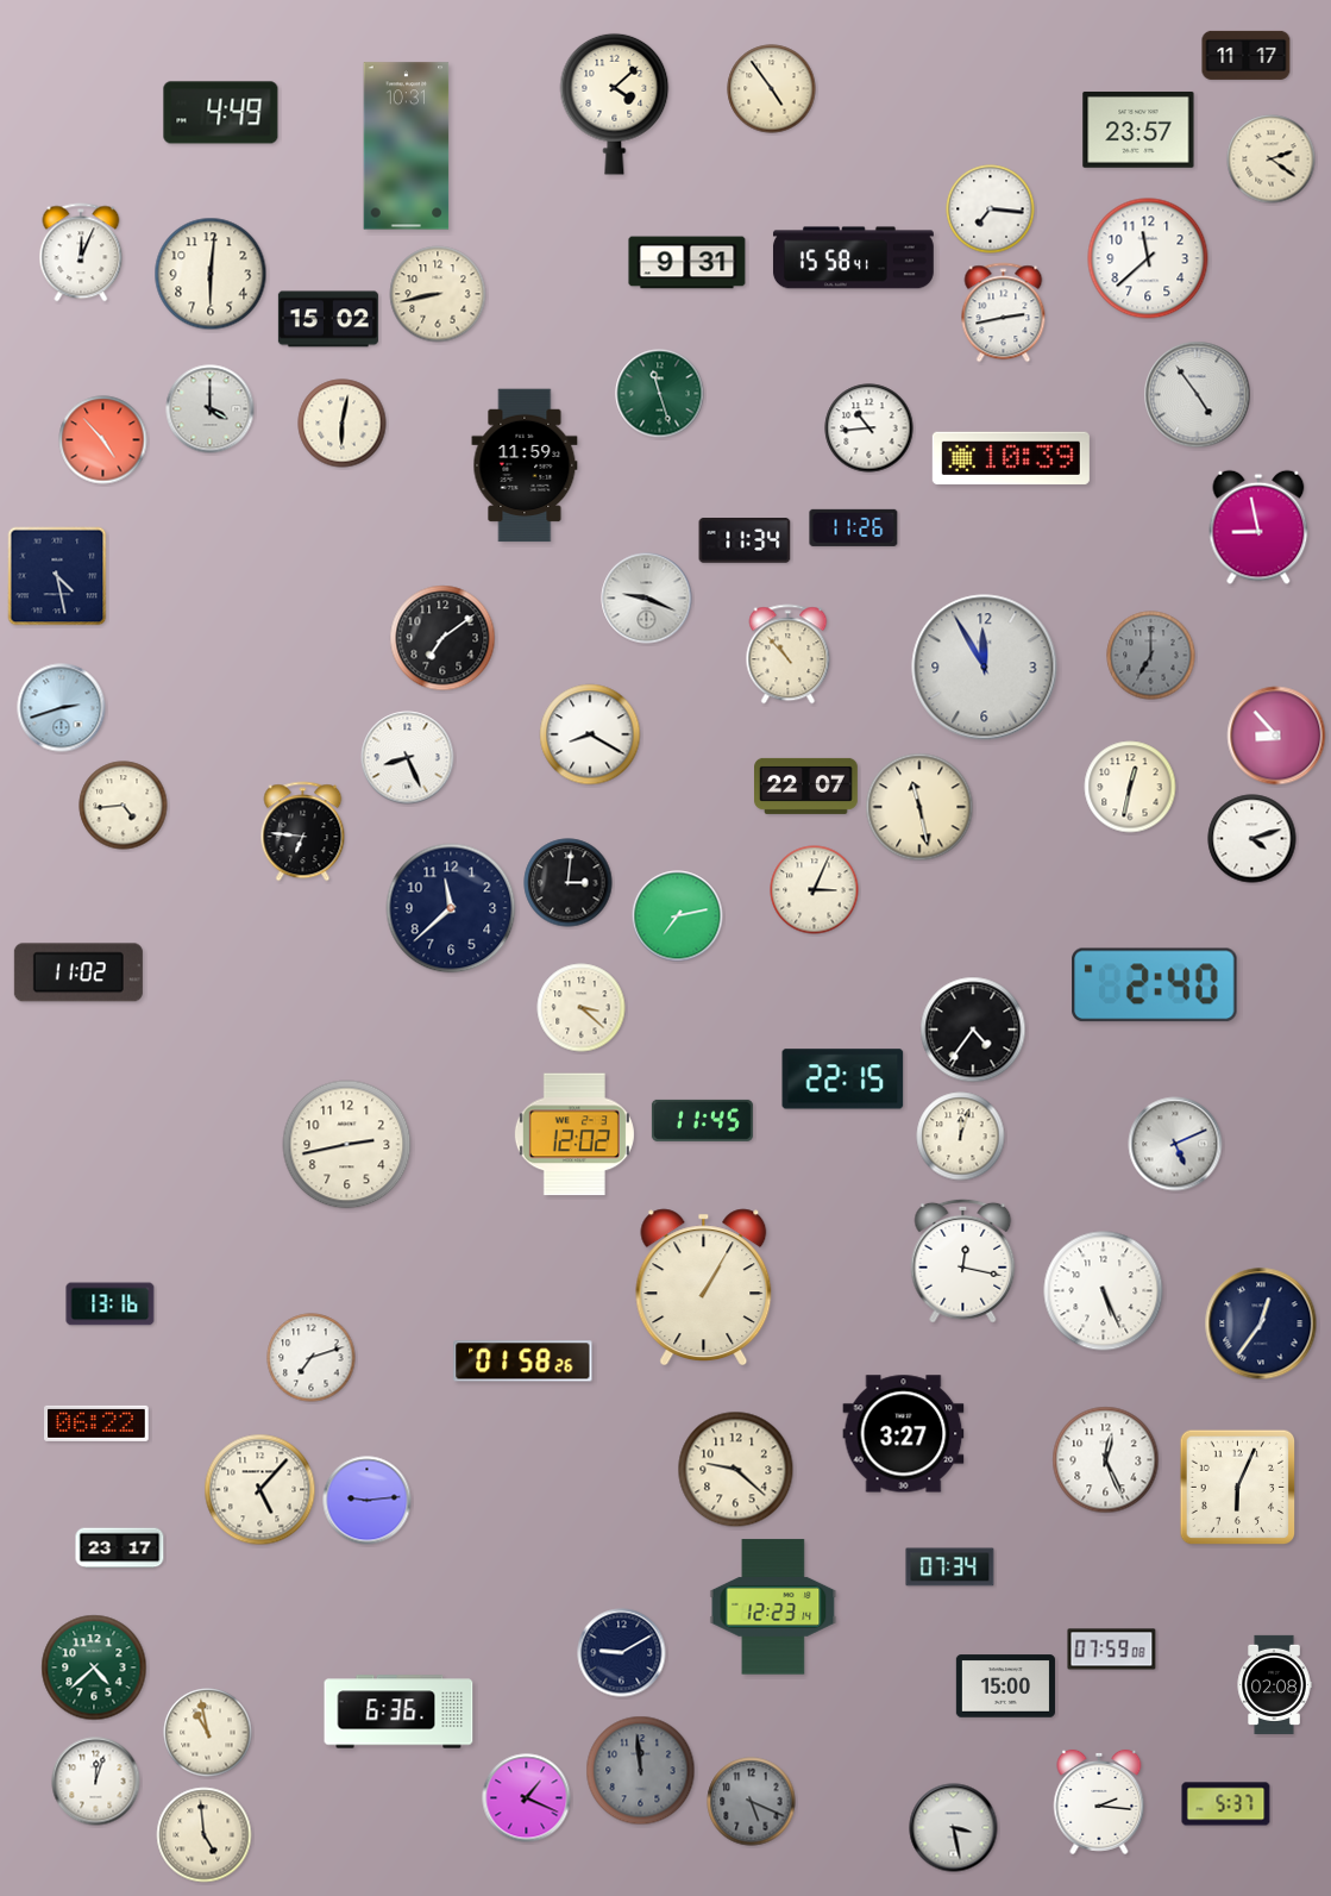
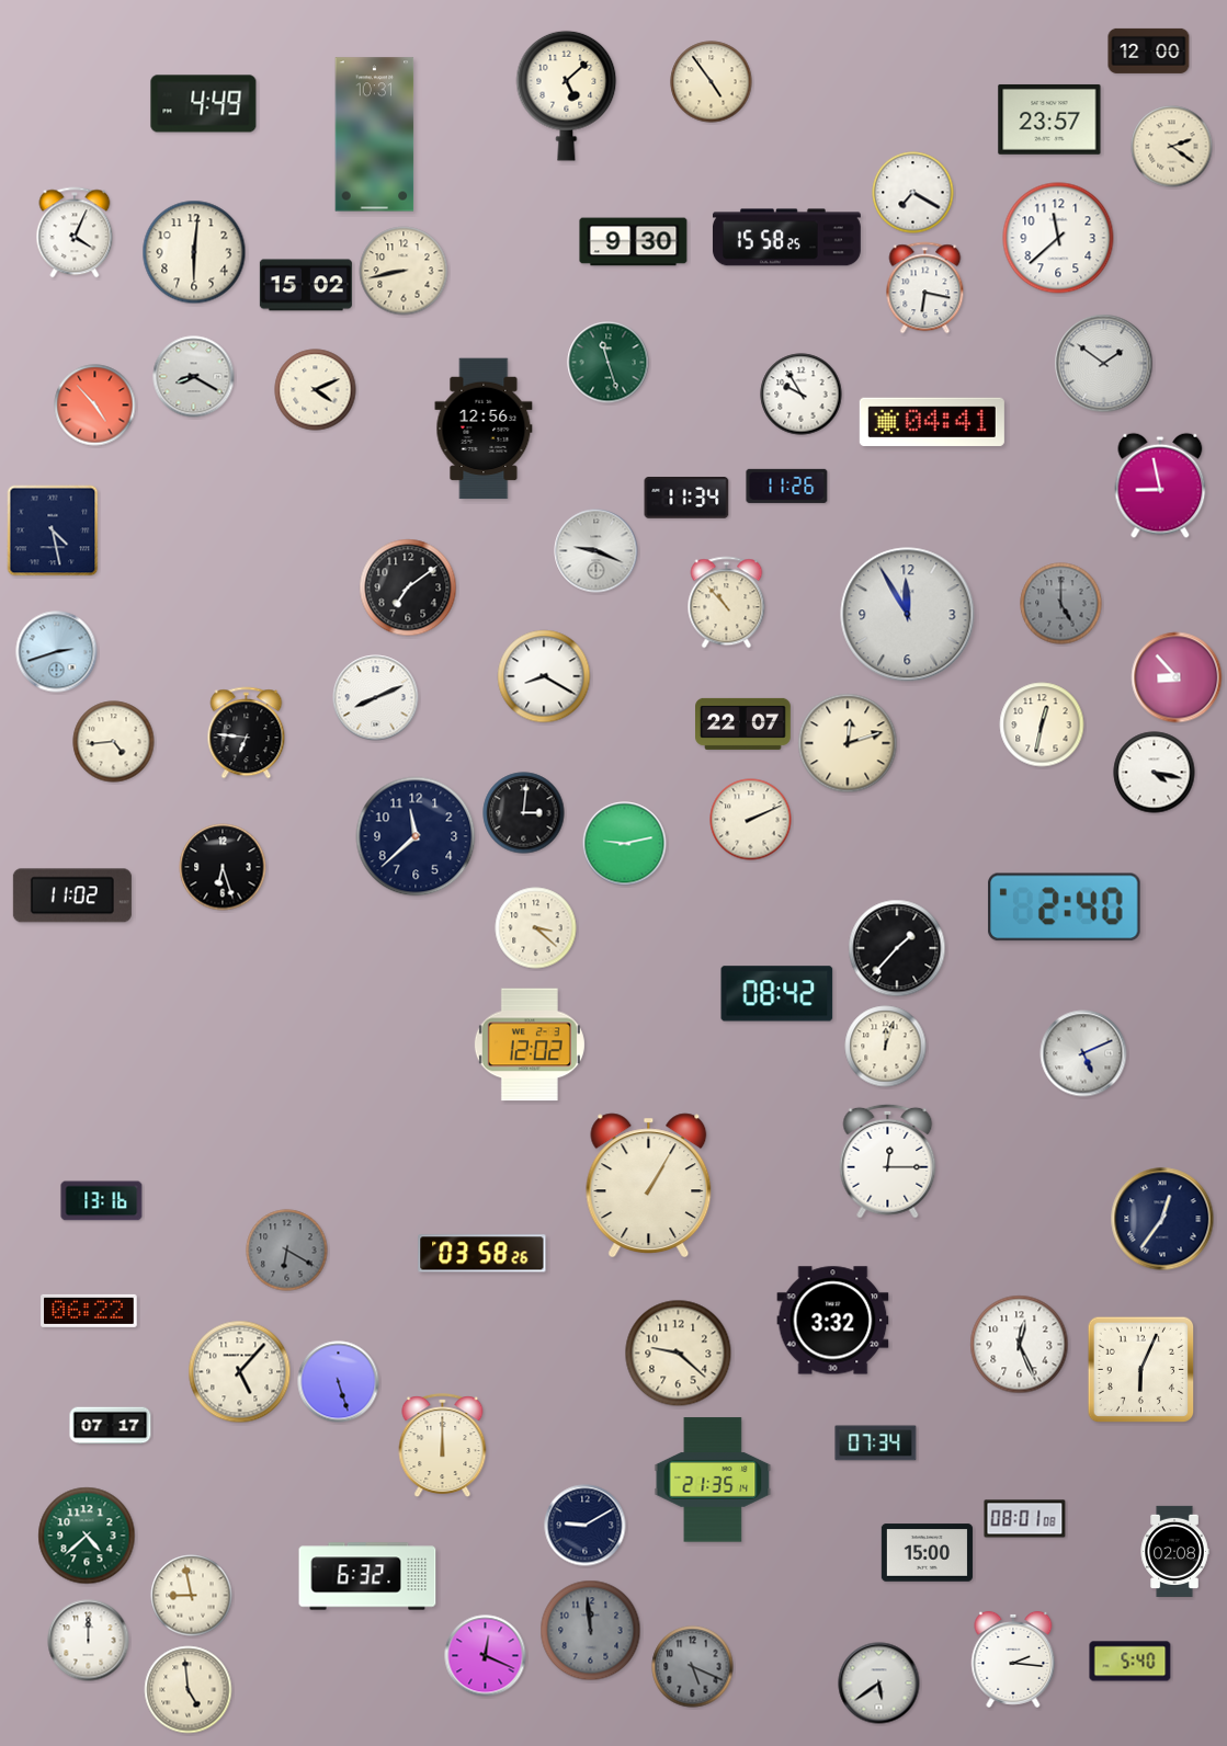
clock at (1247, 55): 11:17 -> 12:00
clock at (615, 104): 4:08 -> 5:08
clock at (991, 209): 7:16 -> 7:20
clock at (81, 252): 12:04 -> 4:04
clock at (853, 258): 15:58:41 -> 15:58:25
clock at (688, 263): 9:31 -> 9:30
clock at (1004, 313): 2:43 -> 6:17
clock at (328, 319) position: (328, 319) -> (306, 285)
clock at (1198, 395): 4:54 -> 1:51
clock at (211, 409): 4:00 -> 8:20
clock at (343, 424): 6:02 -> 4:11
clock at (869, 428): 10:44 -> 9:55
clock at (1011, 458): 10:39 -> 04:41
clock at (525, 465): 11:59 -> 12:56
clock at (1151, 656): 7:00 -> 5:00
clock at (408, 758): 8:26 -> 8:11
clock at (919, 807): 11:28 -> 12:12
clock at (303, 832) position: (303, 832) -> (247, 733)
clock at (1252, 839): 4:12 -> 4:17
clock at (815, 890): 3:04 -> 2:11
clock at (678, 916): 7:13 -> 9:13
clock at (223, 867): none -> 6:27
clock at (973, 1030): 4:36 -> 1:37
clock at (843, 1080): 22:15 -> 08:42
clock at (702, 1120): 11:45 -> none
clock at (347, 1145): 2:43 -> none
clock at (963, 1260): 12:17 -> 12:15
clock at (1104, 1291): 5:26 -> none
clock at (312, 1358): 7:12 -> 6:20
clock at (312, 1358) dial: white -> grey
clock at (523, 1362): 01:58 -> 03:58
clock at (904, 1434): 3:27 -> 3:32
clock at (368, 1501): 9:14 -> 5:27
clock at (120, 1548): 23:17 -> 07:17
clock at (443, 1446): none -> 12:00
clock at (773, 1607): 12:23 -> 21:35
clock at (1112, 1650): 07:59 -> 08:01
clock at (622, 1653) position: (622, 1653) -> (586, 1526)
clock at (398, 1712): 6:36 -> 6:32
clock at (208, 1733): 10:58 -> 8:58
clock at (96, 1782): 12:03 -> 12:00
clock at (527, 1798): 1:19 -> 12:19
clock at (752, 1802) position: (752, 1802) -> (693, 1667)
clock at (1226, 1804): 5:37 -> 5:40
clock at (954, 1828): 3:28 -> 5:39
